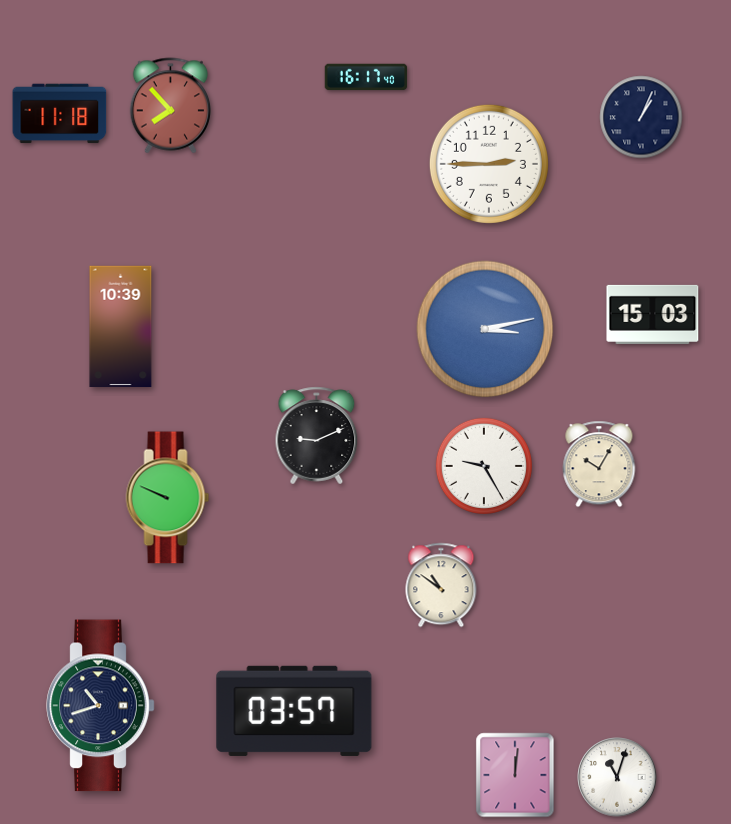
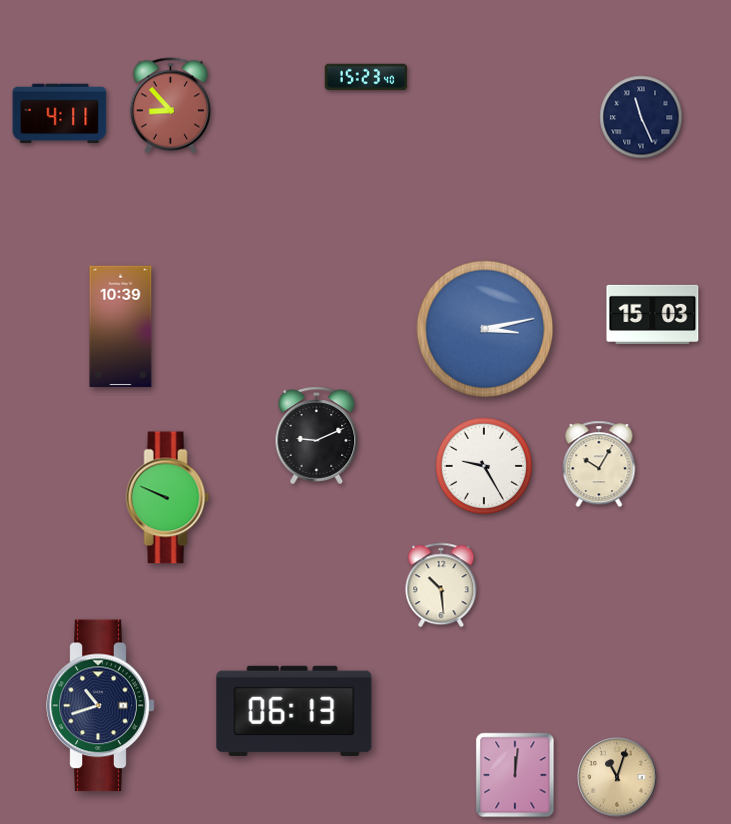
clock at (366, 77): 16:17 -> 15:23
clock at (170, 106): 7:53 -> 8:53
clock at (60, 114): 11:18 -> 4:11
clock at (641, 117): 1:04 -> 11:26
clock at (489, 164): 2:45 -> none
clock at (441, 585): 10:51 -> 10:29
clock at (294, 711): 03:57 -> 06:13
clock at (617, 777) dial: white -> champagne
